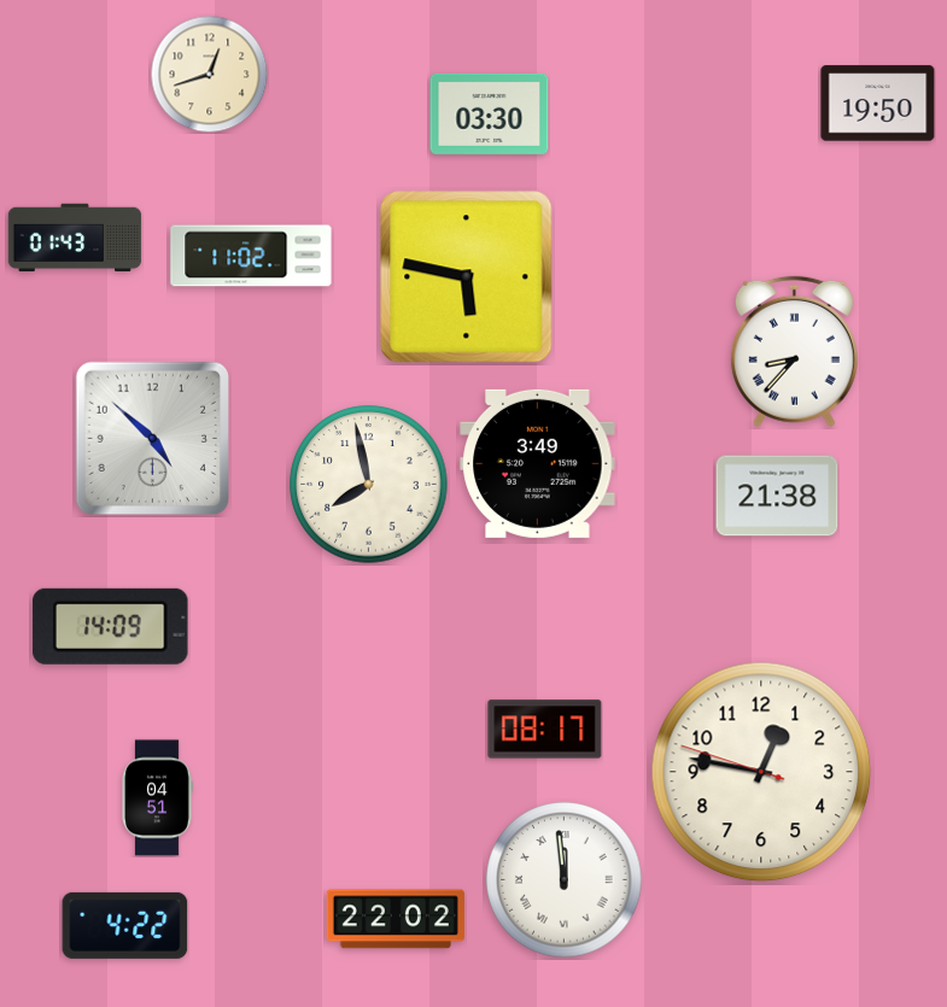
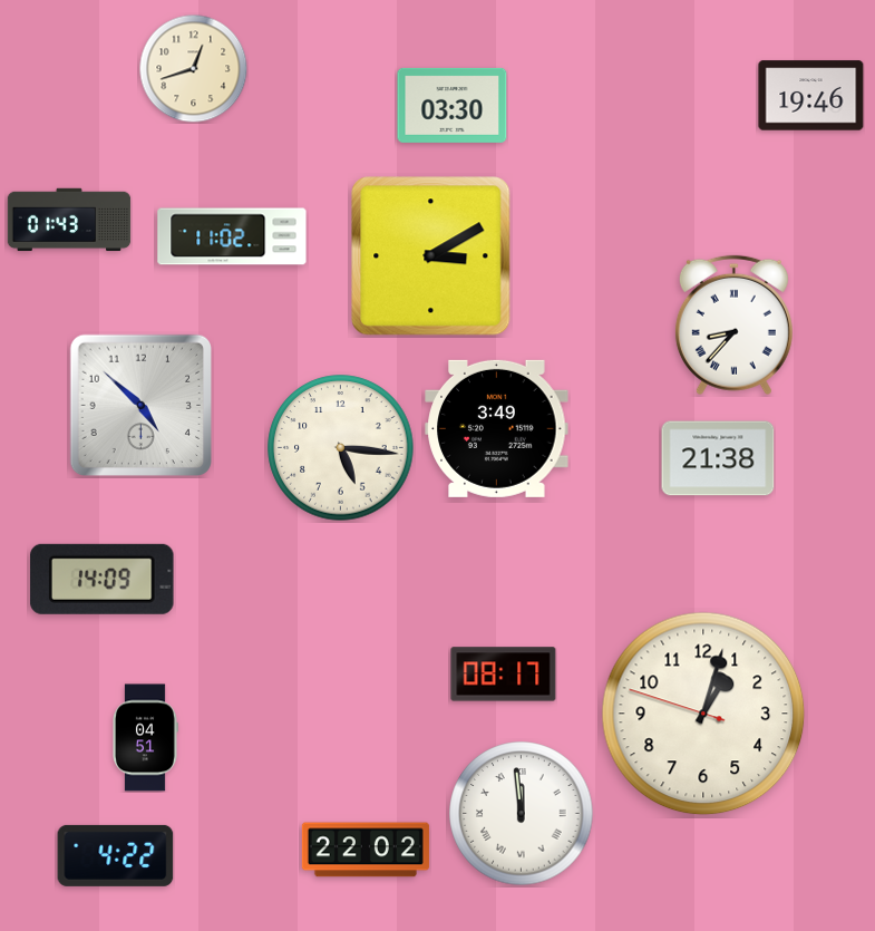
clock at (878, 104): 19:50 -> 19:46
clock at (467, 277): 5:47 -> 3:10
clock at (369, 485): 7:58 -> 5:16
clock at (761, 772): 12:46 -> 1:02
